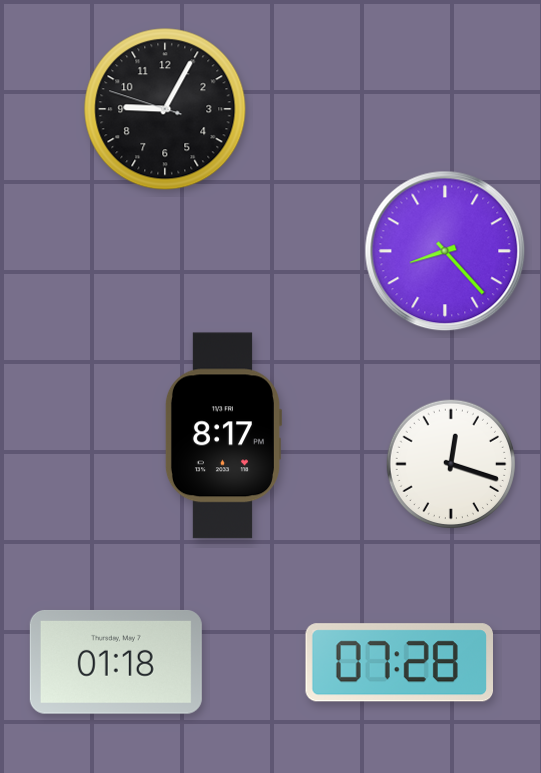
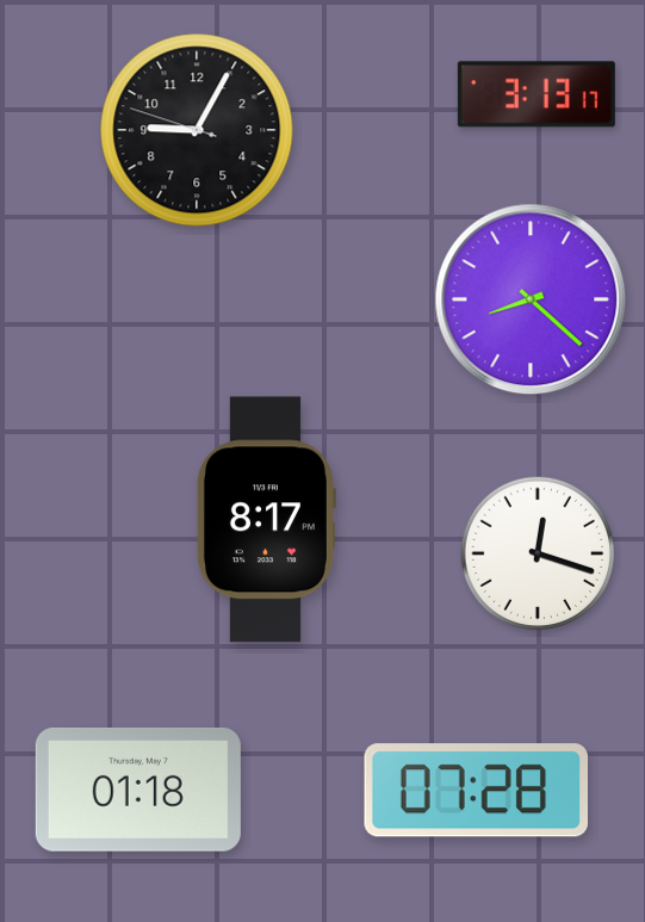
clock at (537, 94): none -> 3:13
clock at (445, 251): 8:23 -> 8:22
